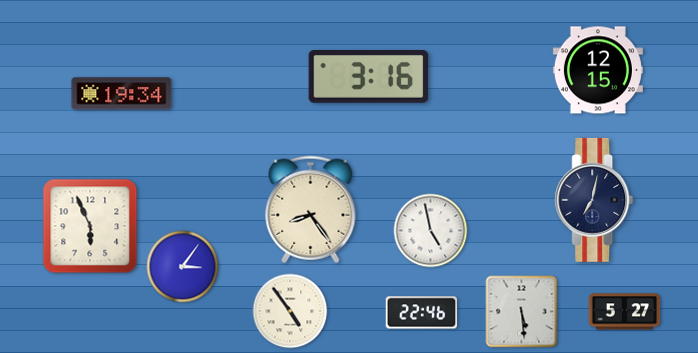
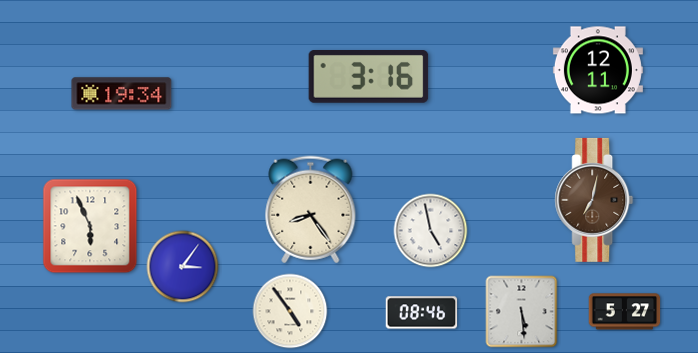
clock at (598, 70): 12:15 -> 12:11
clock at (594, 200) dial: navy -> brown
clock at (422, 313): 22:46 -> 08:46
